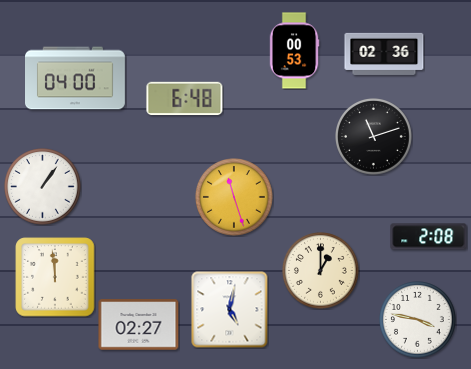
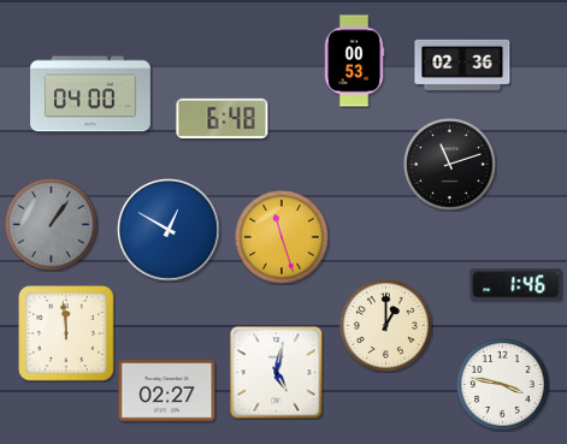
clock at (43, 187) dial: white -> grey
clock at (170, 231): none -> 12:50
clock at (429, 237): 2:08 -> 1:46
